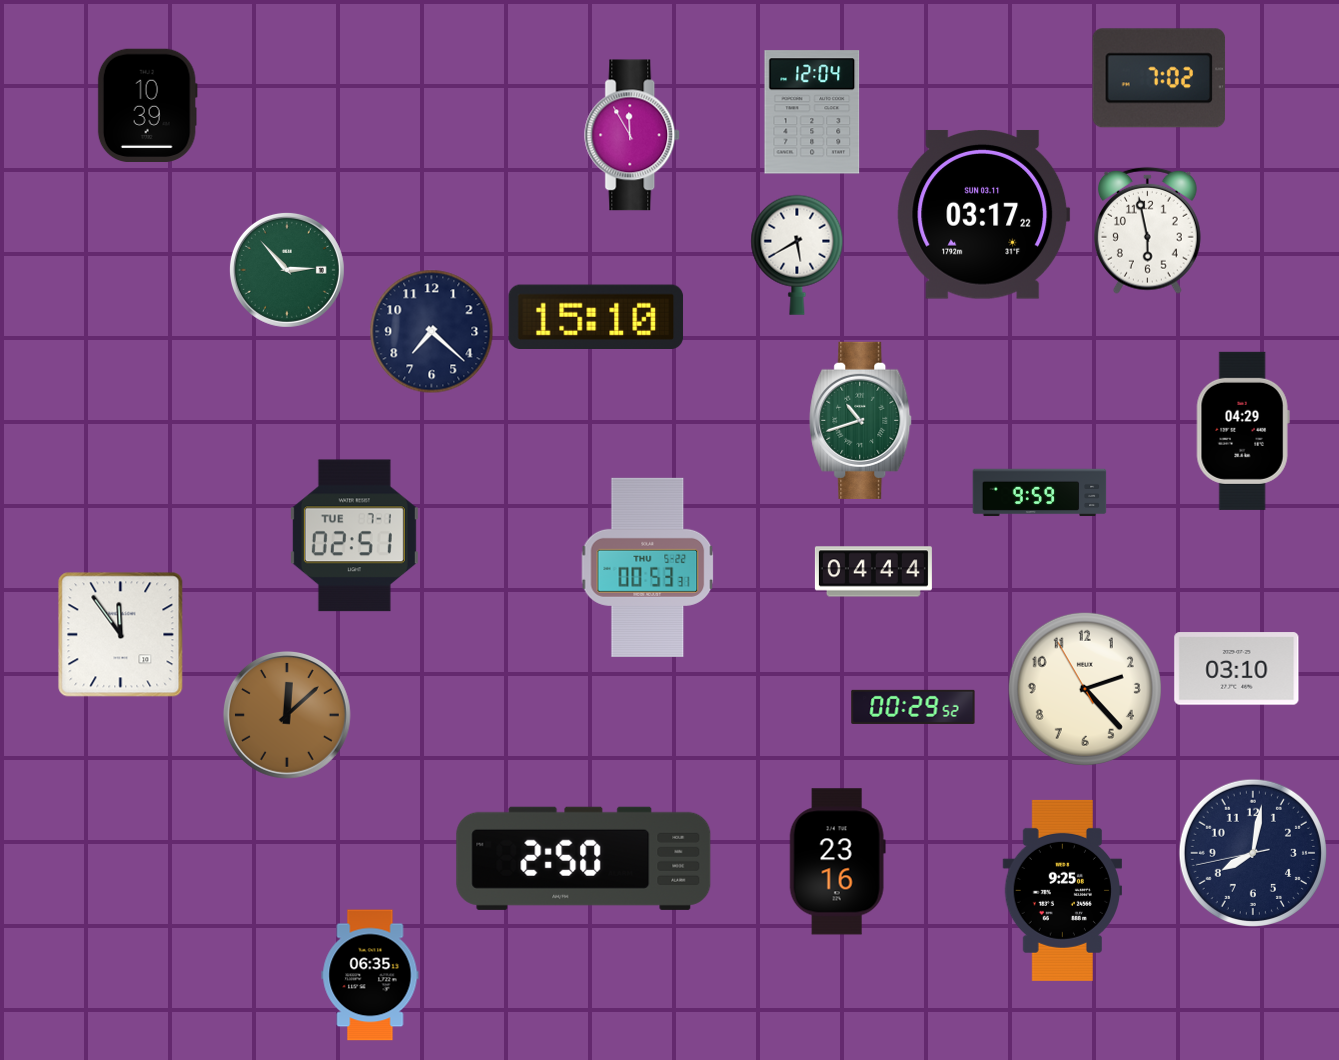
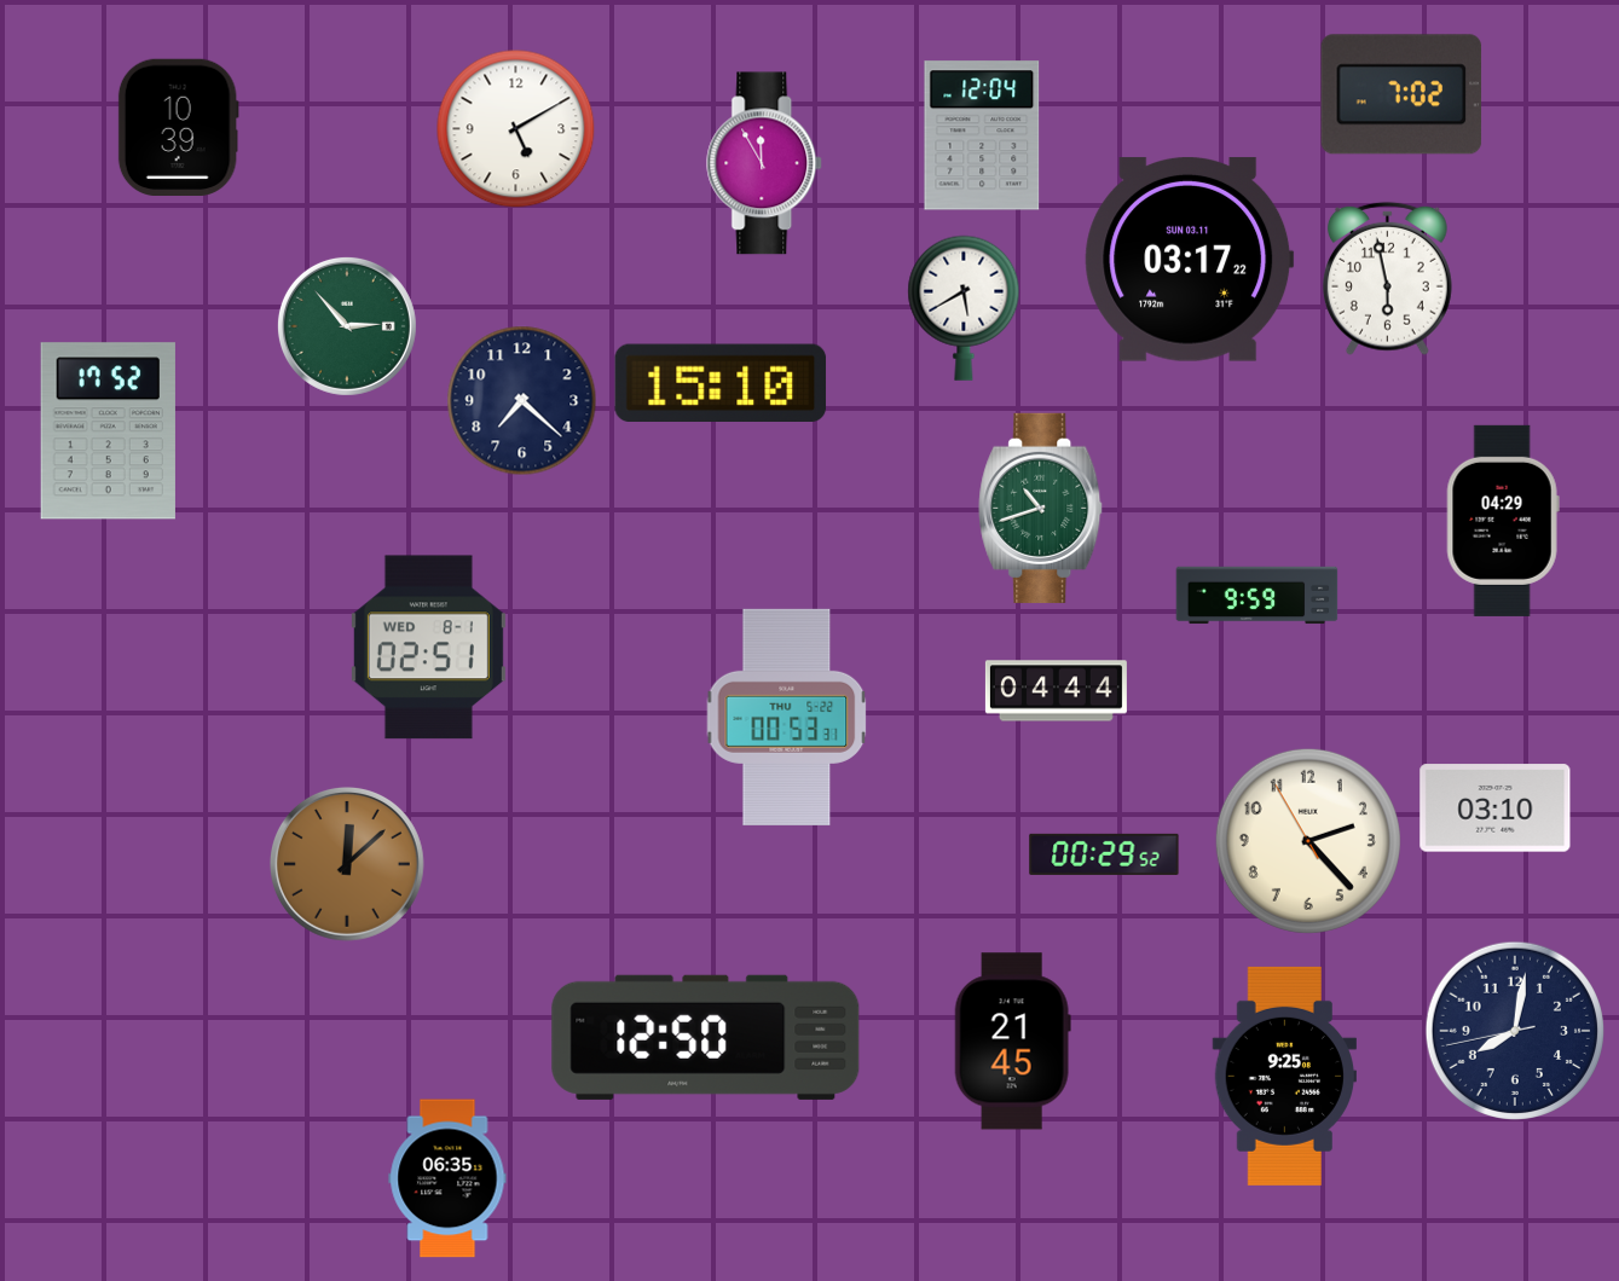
clock at (516, 129): none -> 5:10
clock at (108, 431): none -> 17:52
clock at (354, 536) date: TUE 7-1 -> WED 8-1
clock at (648, 567) position: (648, 567) -> (787, 717)
clock at (121, 635): 11:54 -> none
clock at (1085, 689) position: (1085, 689) -> (1308, 841)
clock at (584, 858): 2:50 -> 12:50
clock at (837, 862): 23:16 -> 21:45
